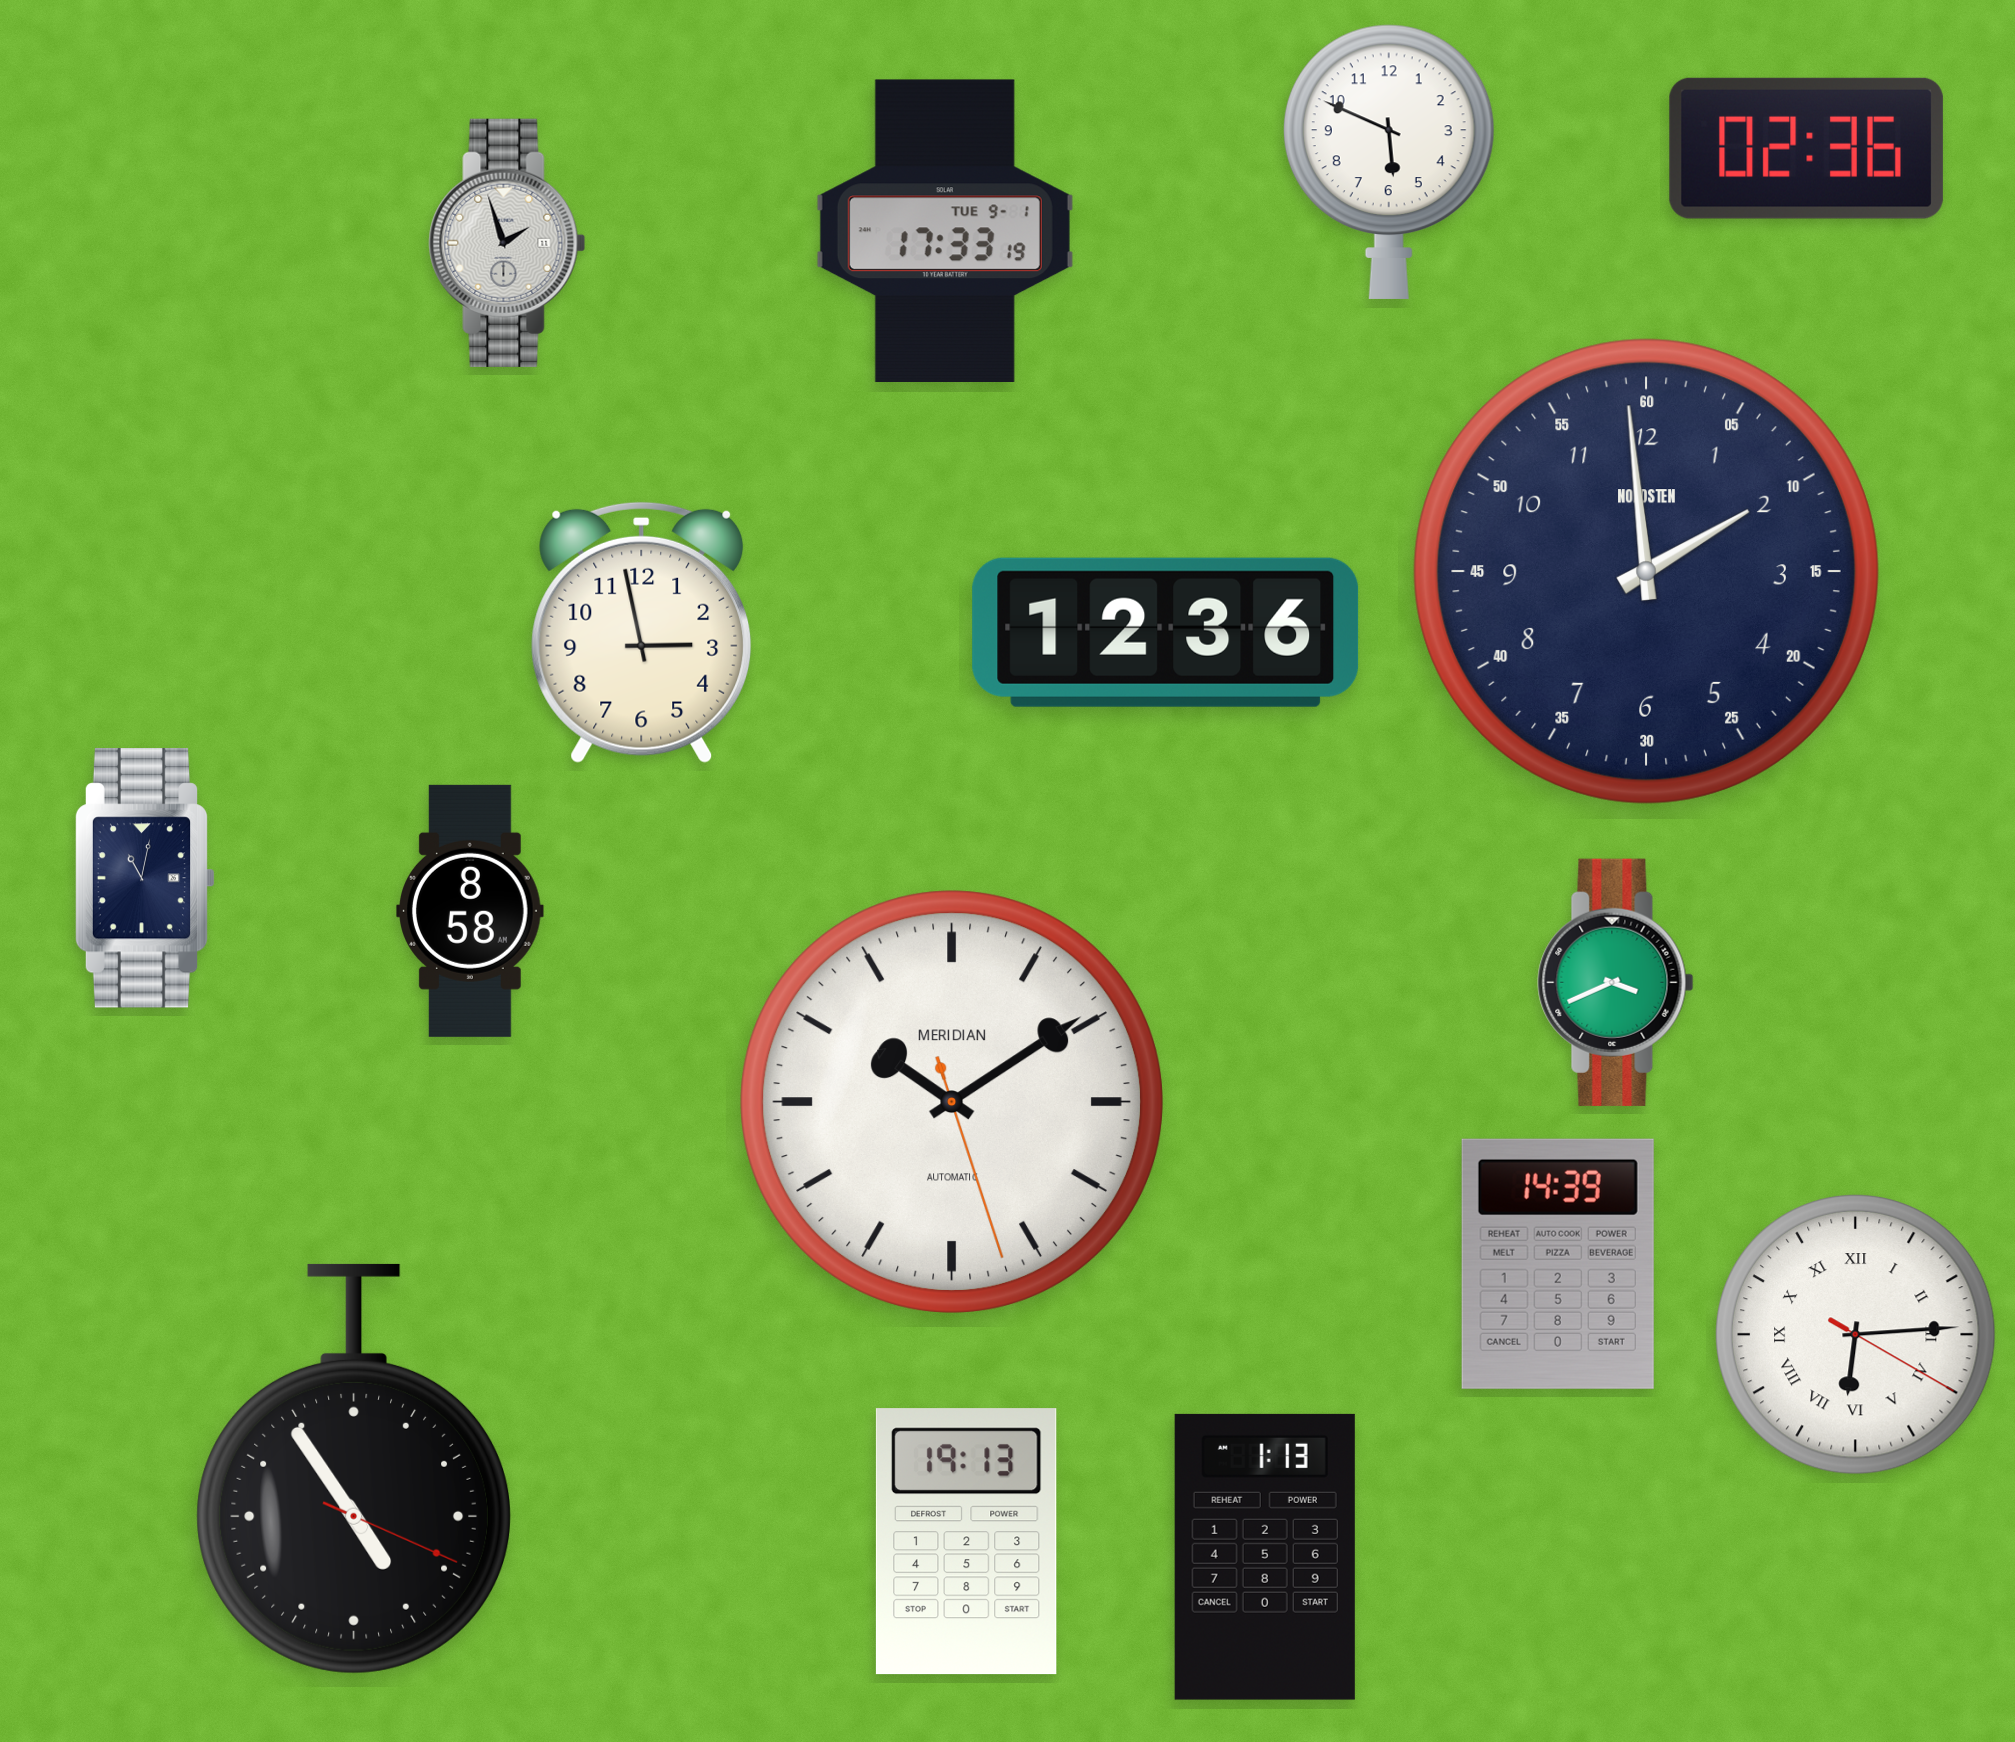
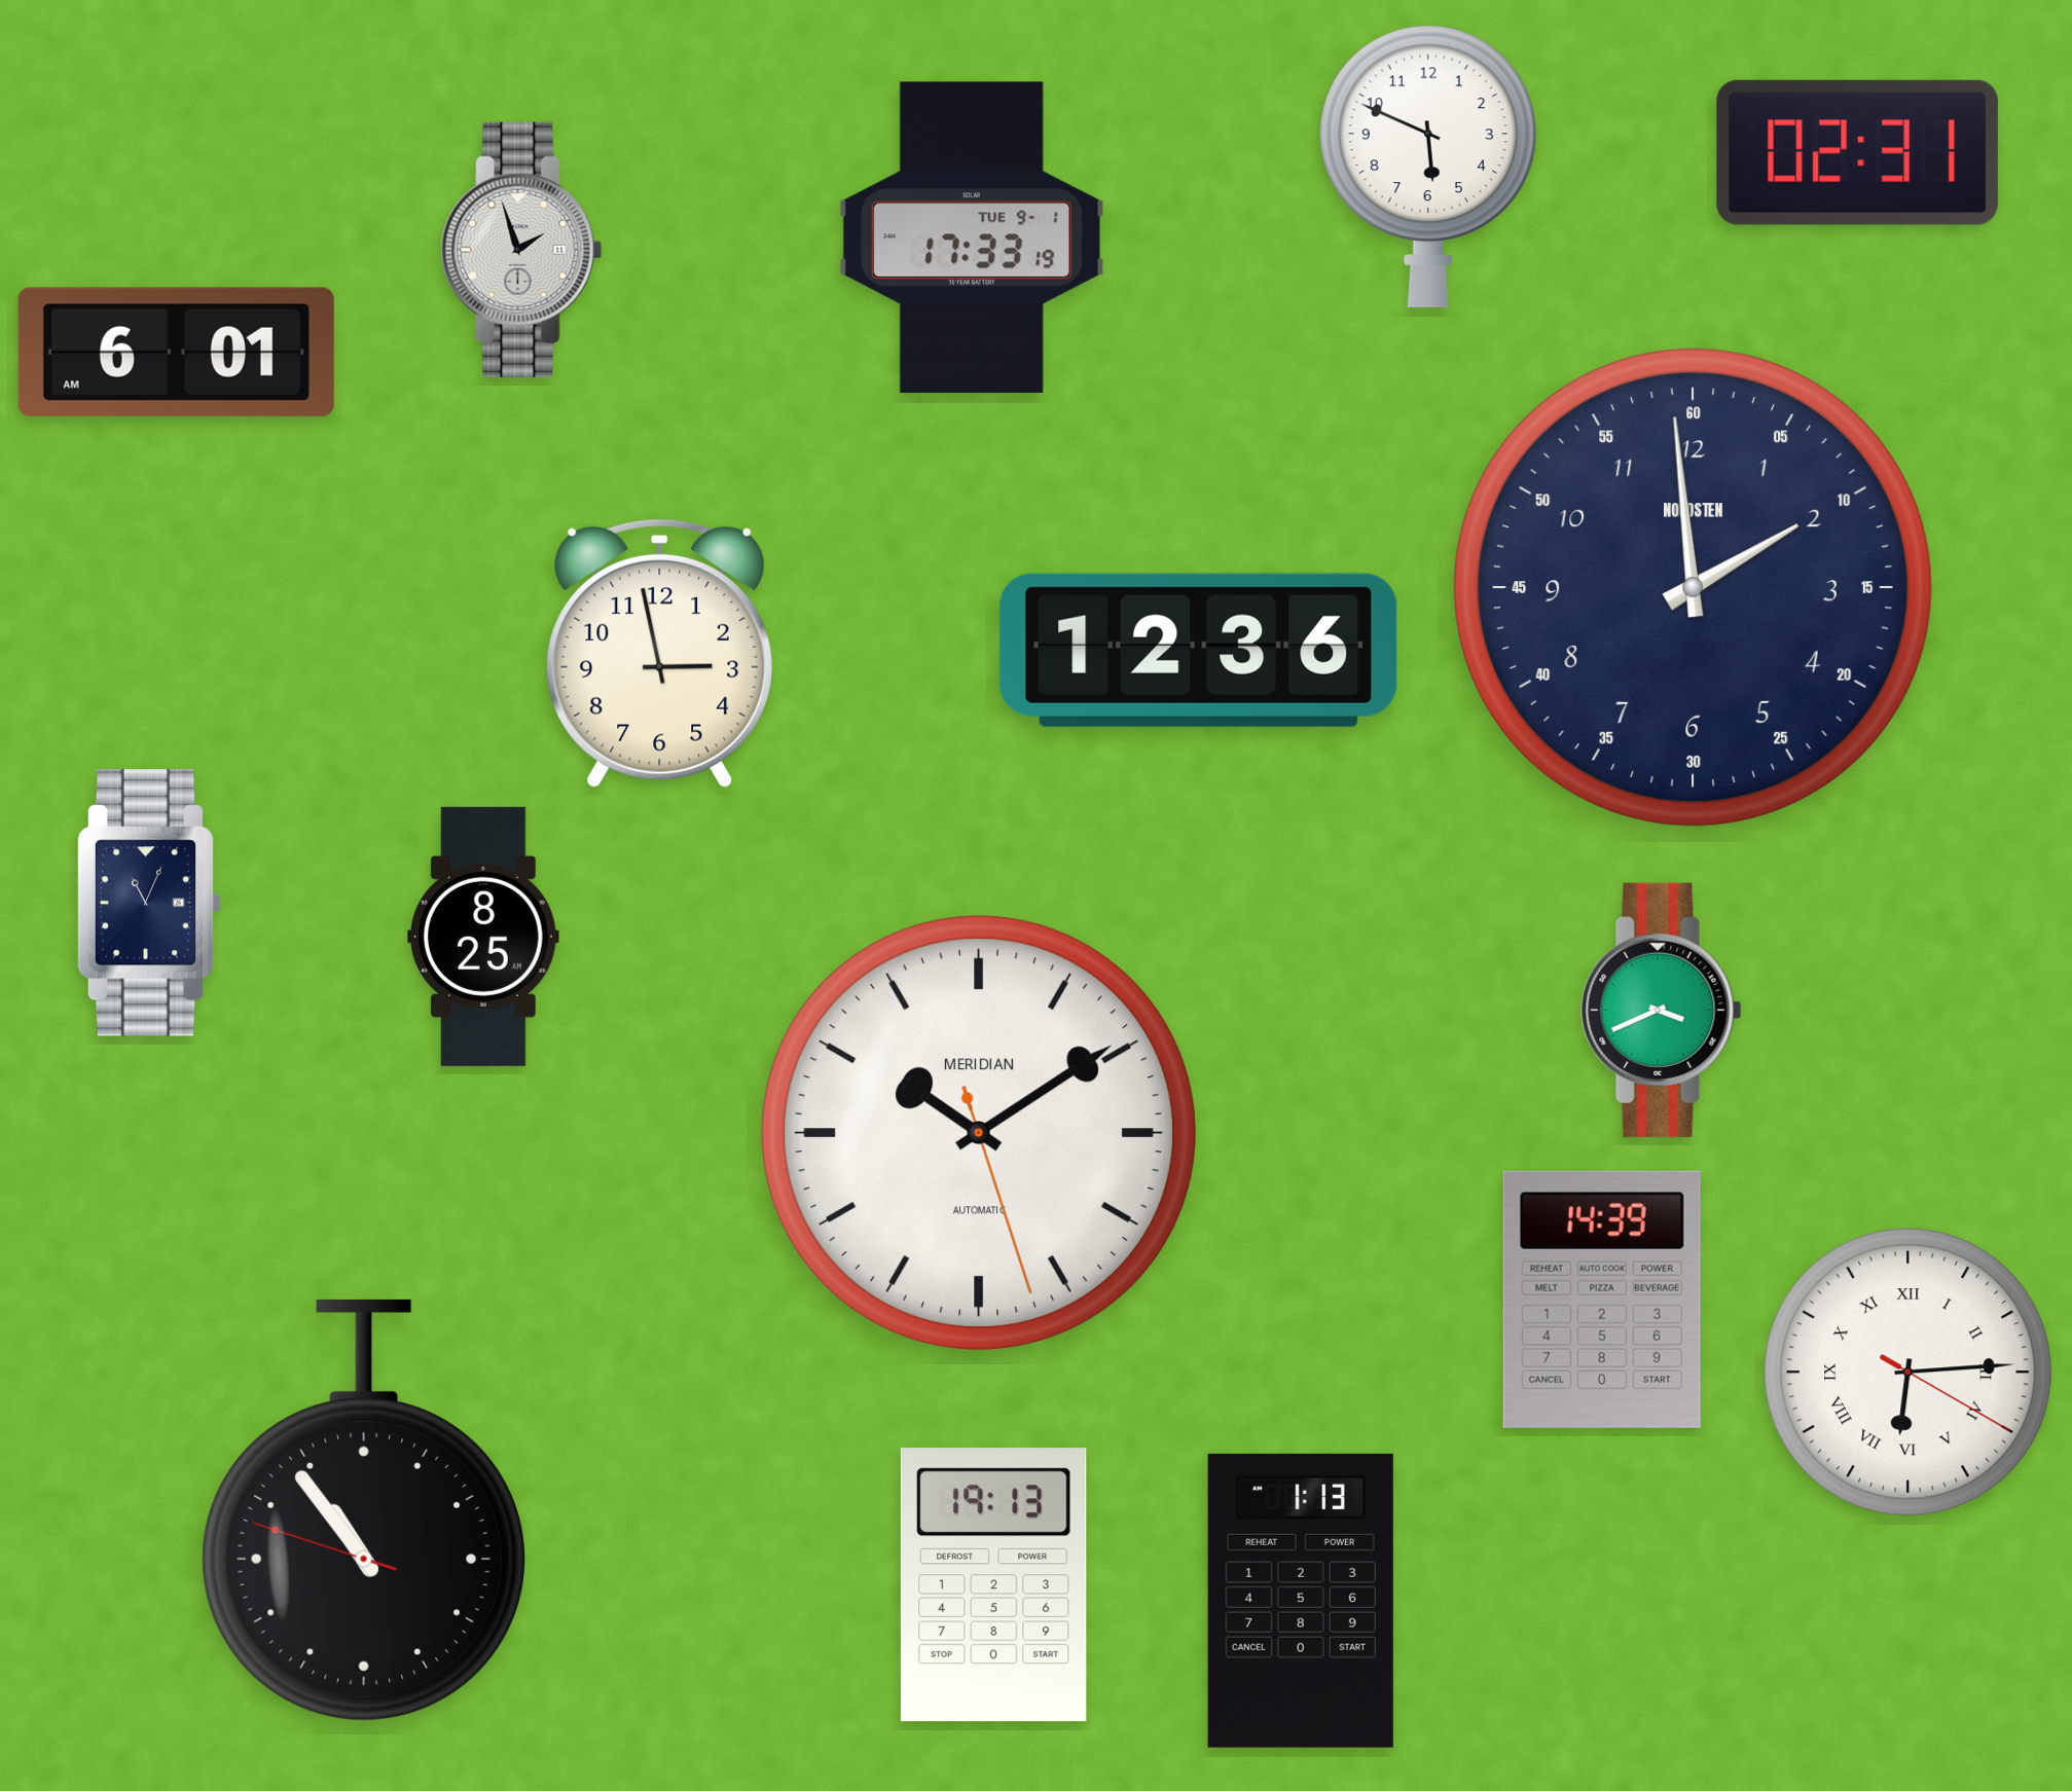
clock at (1806, 148): 02:36 -> 02:31
clock at (176, 352): none -> 6:01
clock at (642, 632) position: (642, 632) -> (660, 653)
clock at (145, 878): 11:02 -> 11:04
clock at (471, 911): 8:58 -> 8:25
clock at (353, 1469): 4:54 -> 10:53
